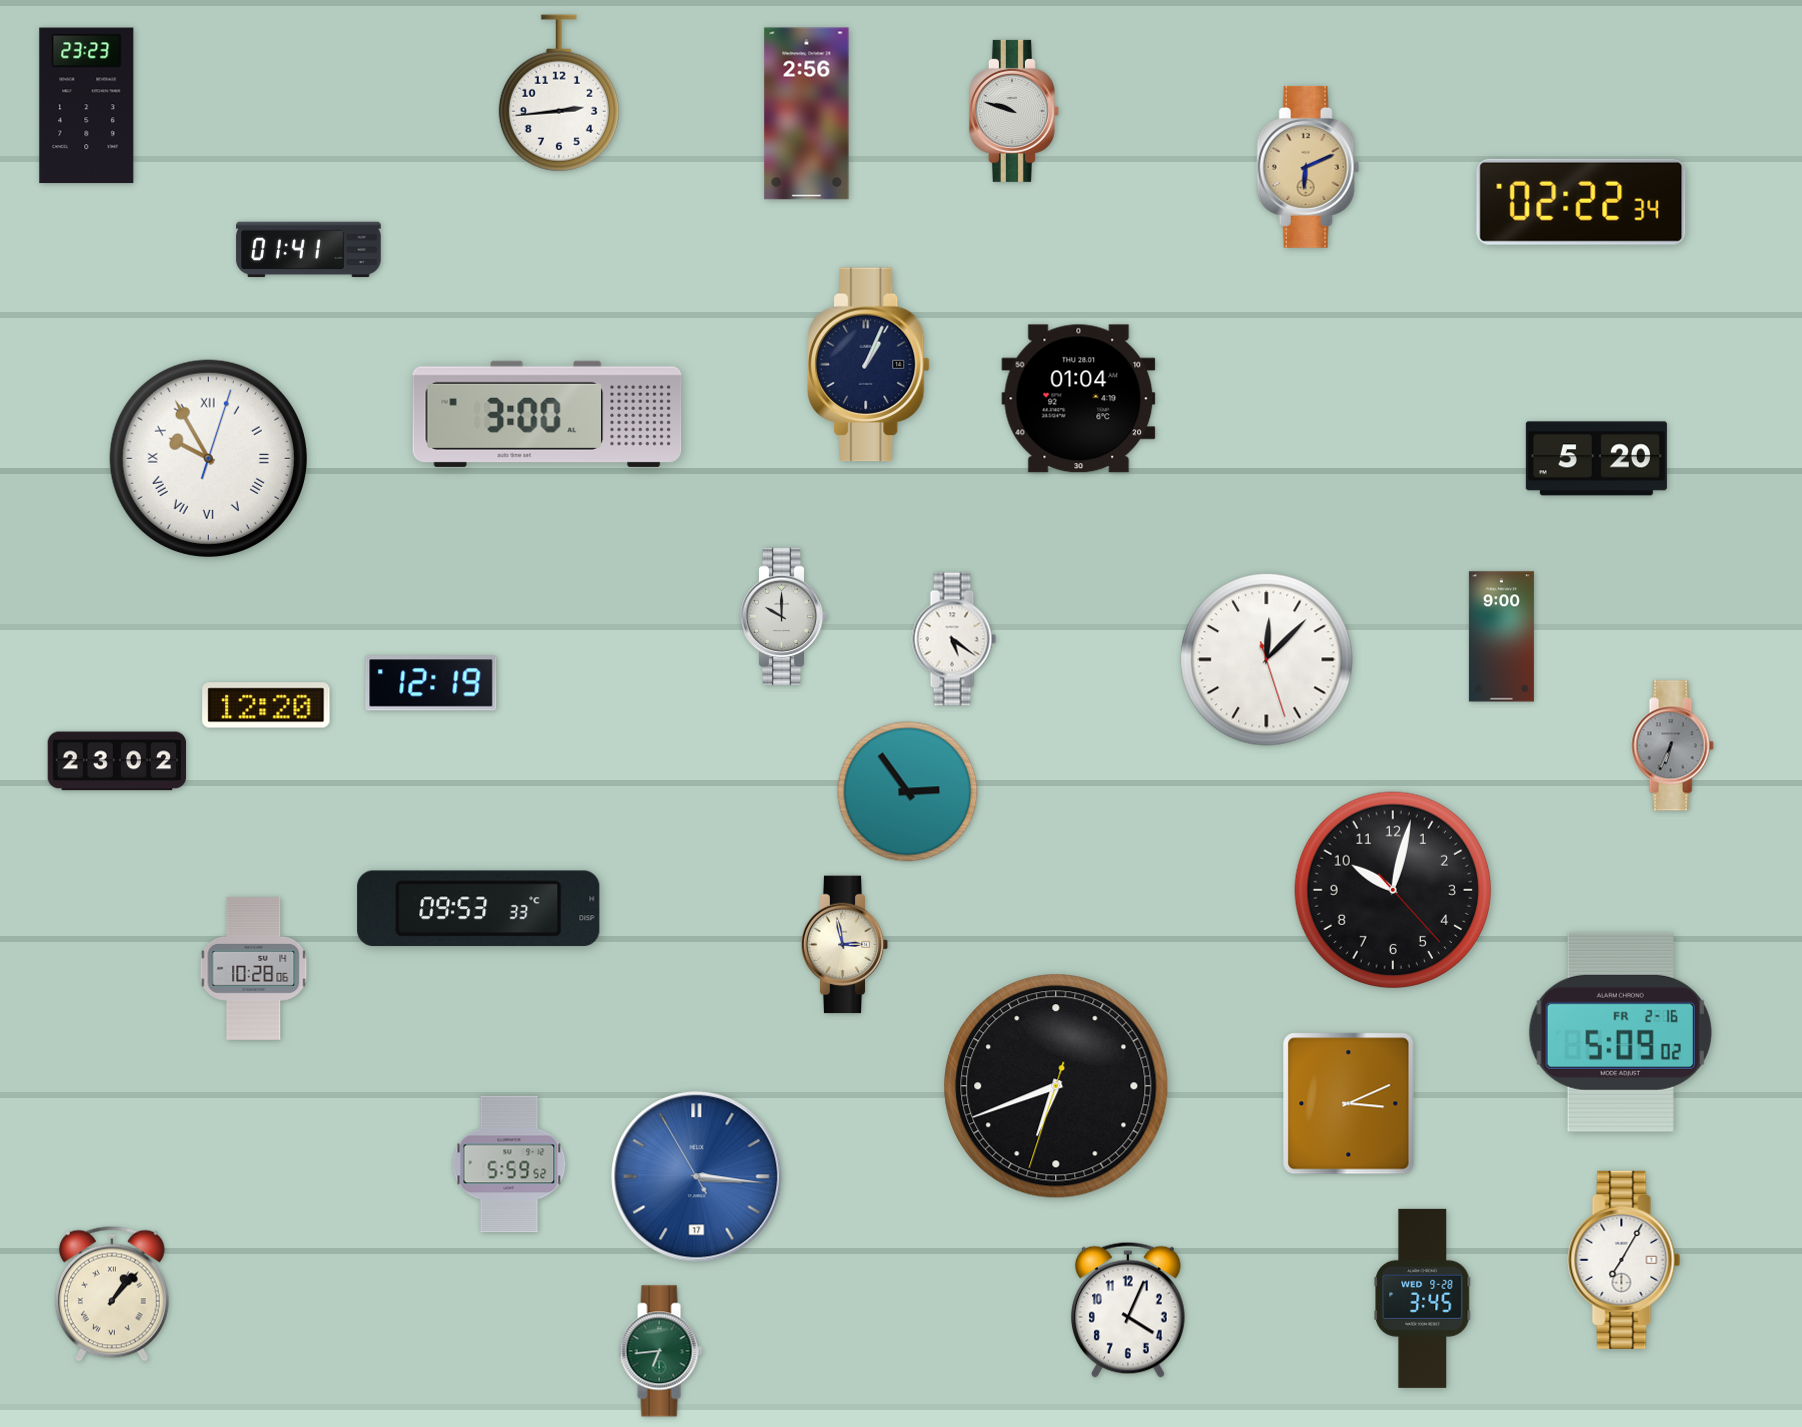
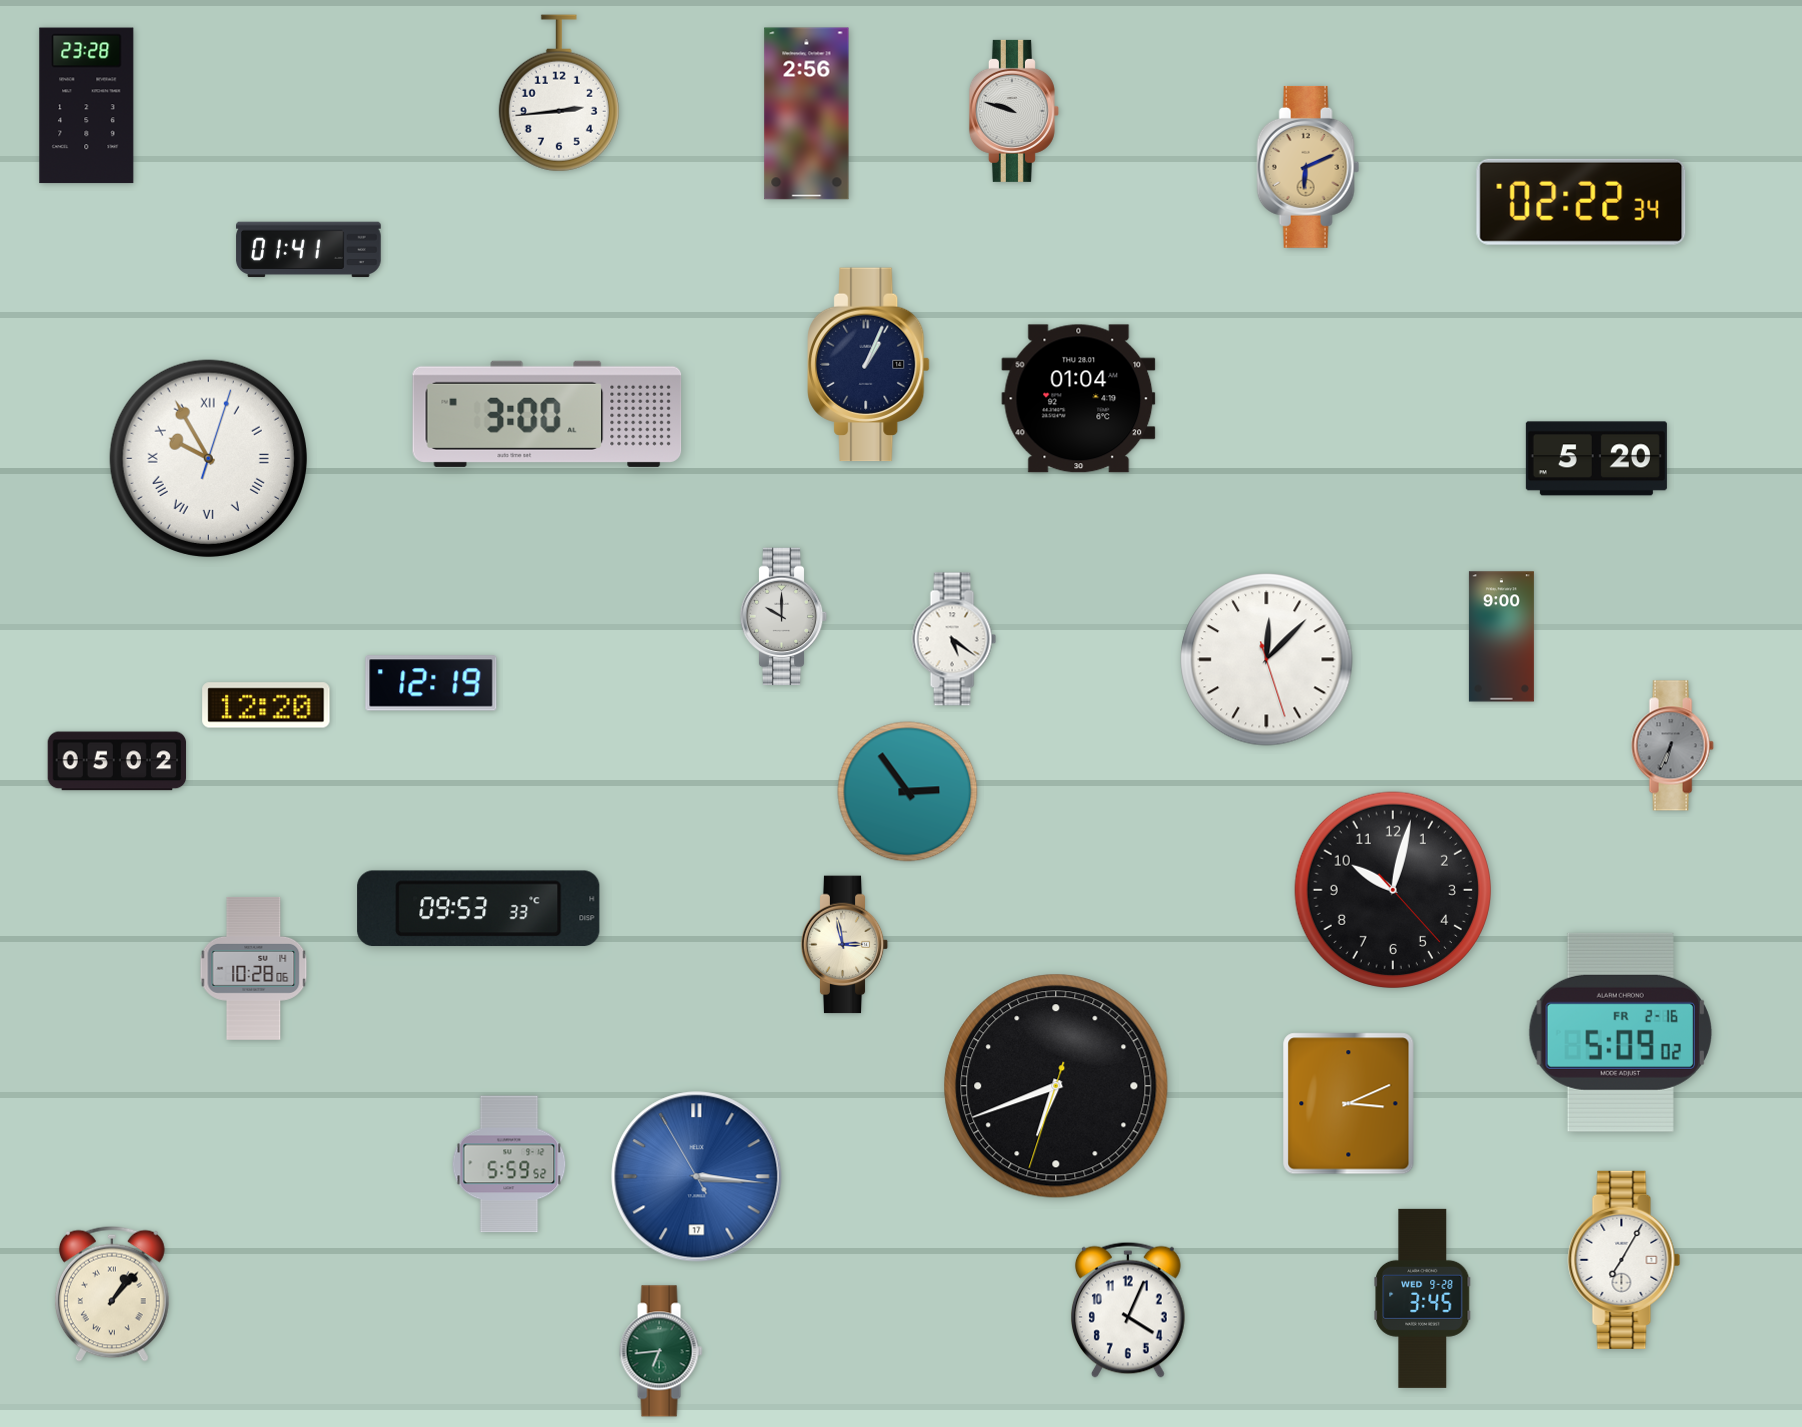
clock at (87, 106): 23:23 -> 23:28
clock at (117, 761): 23:02 -> 05:02
